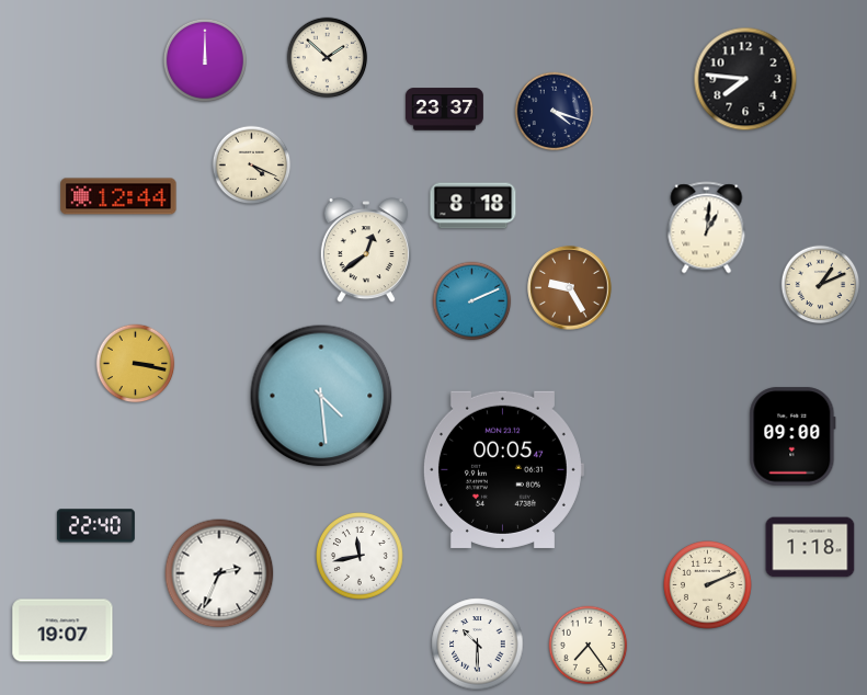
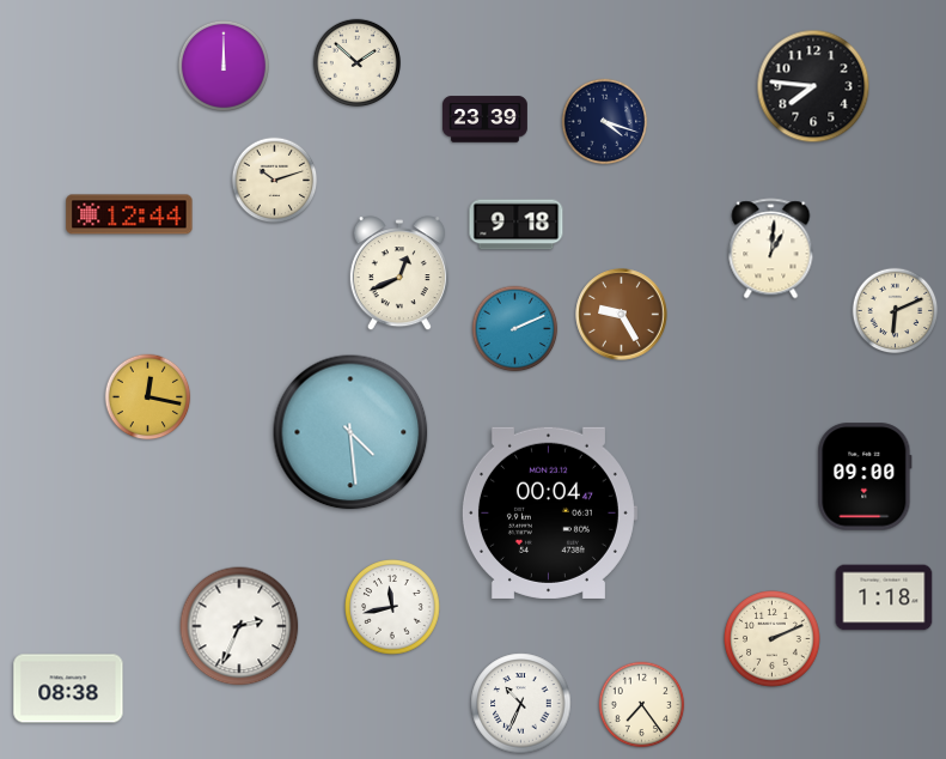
clock at (444, 110): 23:37 -> 23:39
clock at (252, 166): 4:19 -> 10:12
clock at (474, 206): 8:18 -> 9:18
clock at (366, 251): 12:39 -> 12:41
clock at (821, 285): 1:11 -> 6:11
clock at (136, 364): 3:17 -> 12:17
clock at (503, 469): 00:05 -> 00:04
clock at (95, 526): 22:40 -> none
clock at (62, 630): 19:07 -> 08:38
clock at (478, 645): 10:30 -> 10:34
